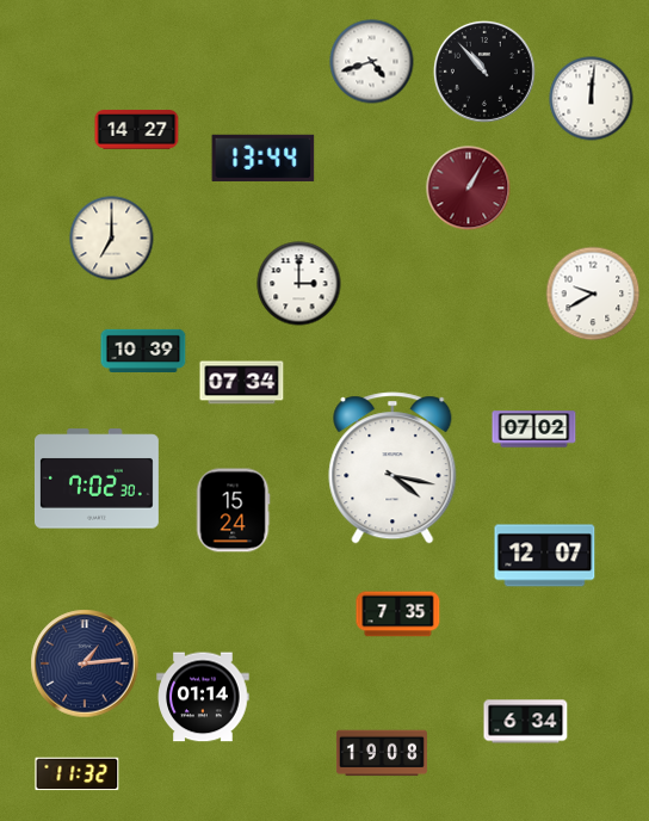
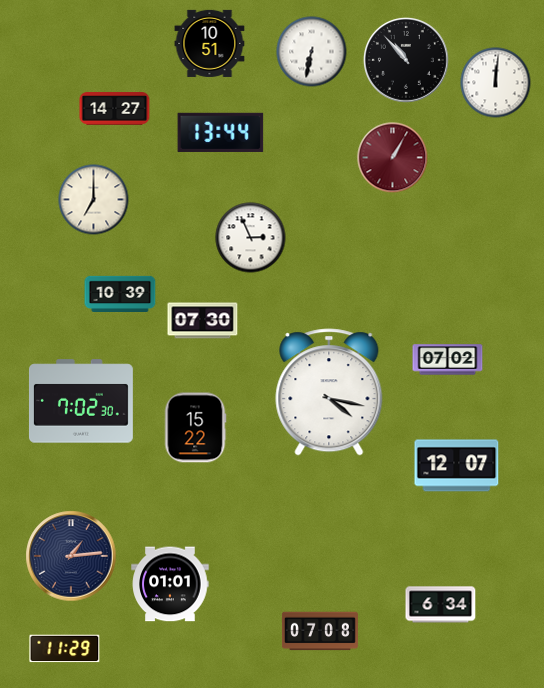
clock at (210, 43): none -> 10:51
clock at (372, 62): 4:42 -> 6:32
clock at (299, 284): 3:00 -> 2:56
clock at (593, 294): 9:40 -> none
clock at (242, 383): 07:34 -> 07:30
clock at (233, 511): 15:24 -> 15:22
clock at (398, 615): 7:35 -> none
clock at (203, 697): 01:14 -> 01:01
clock at (382, 753): 19:08 -> 07:08
clock at (78, 774): 11:32 -> 11:29
